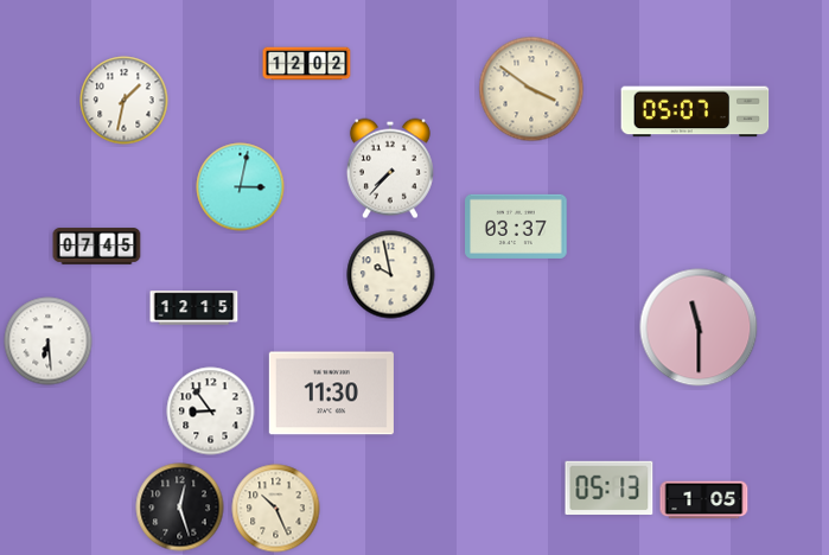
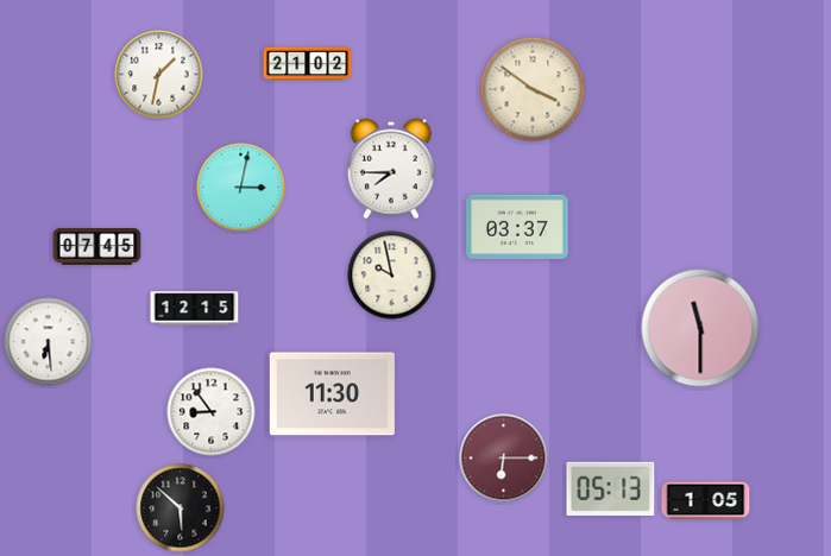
clock at (307, 64): 12:02 -> 21:02
clock at (125, 101) position: (125, 101) -> (159, 75)
clock at (695, 111): 05:07 -> none
clock at (390, 168): 7:37 -> 7:45
clock at (504, 459): none -> 6:15
clock at (180, 508): 12:27 -> 5:52
clock at (276, 509): 10:26 -> none
